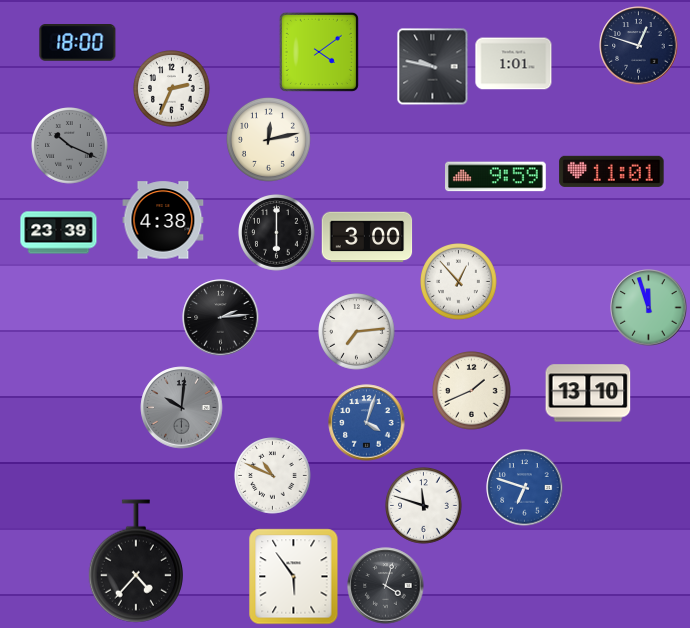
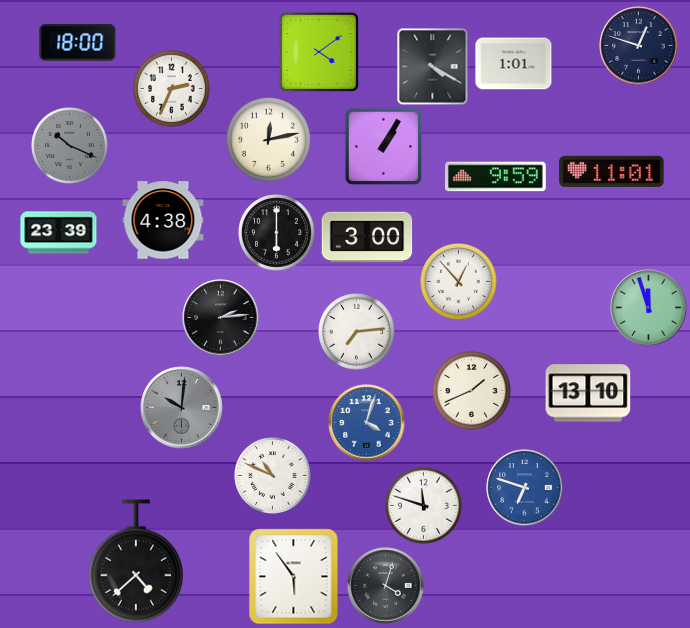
clock at (433, 67): 9:47 -> 4:20
clock at (383, 146): none -> 1:05
clock at (136, 561): 4:37 -> 4:38
